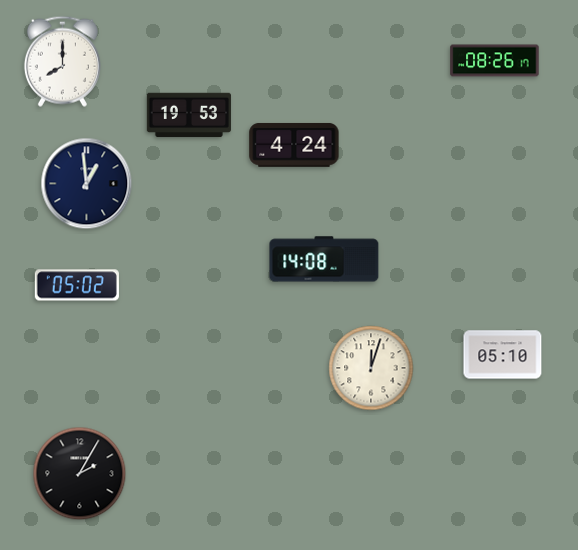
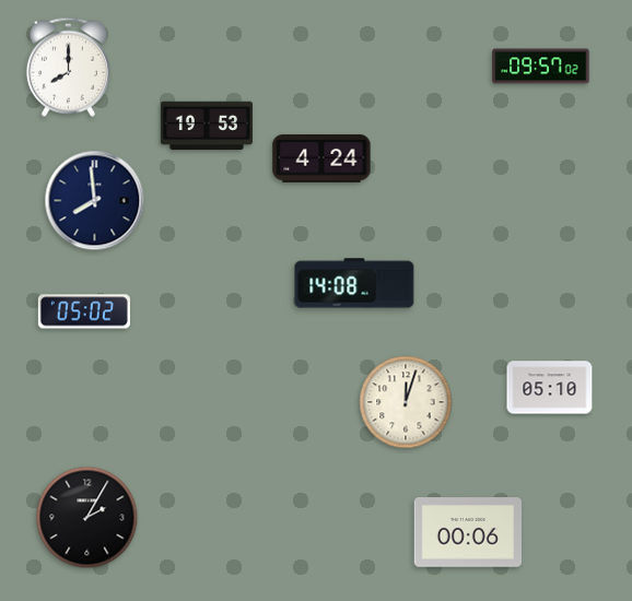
clock at (495, 61): 08:26 -> 09:57
clock at (87, 184): 12:59 -> 7:59
clock at (468, 532): none -> 00:06
